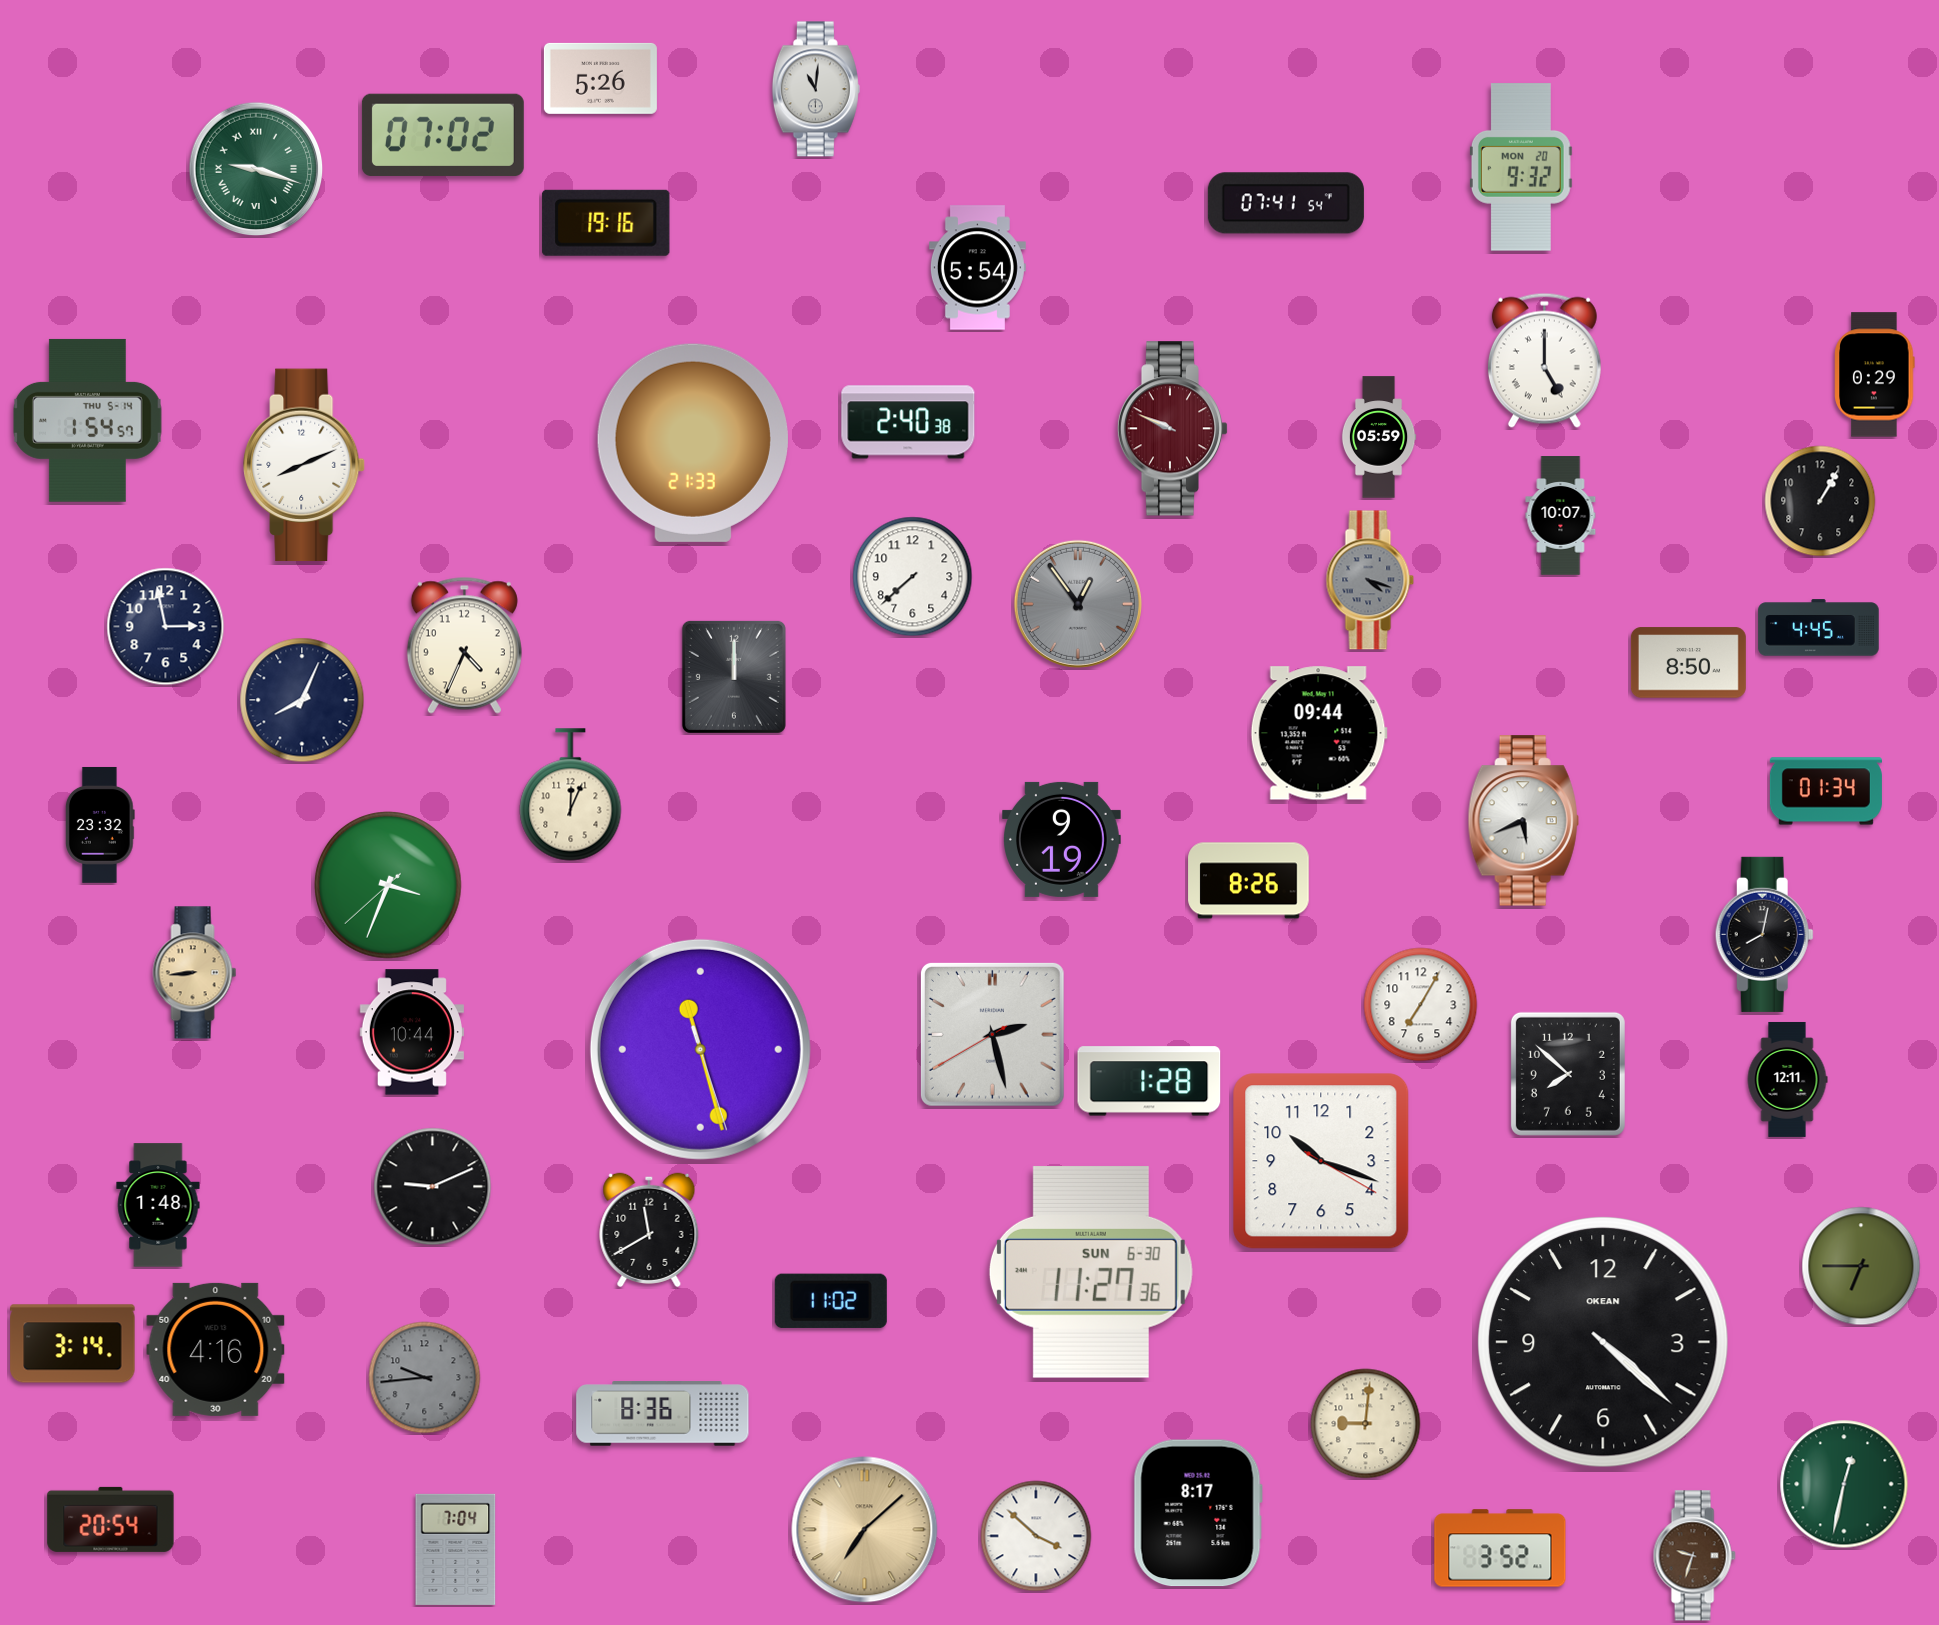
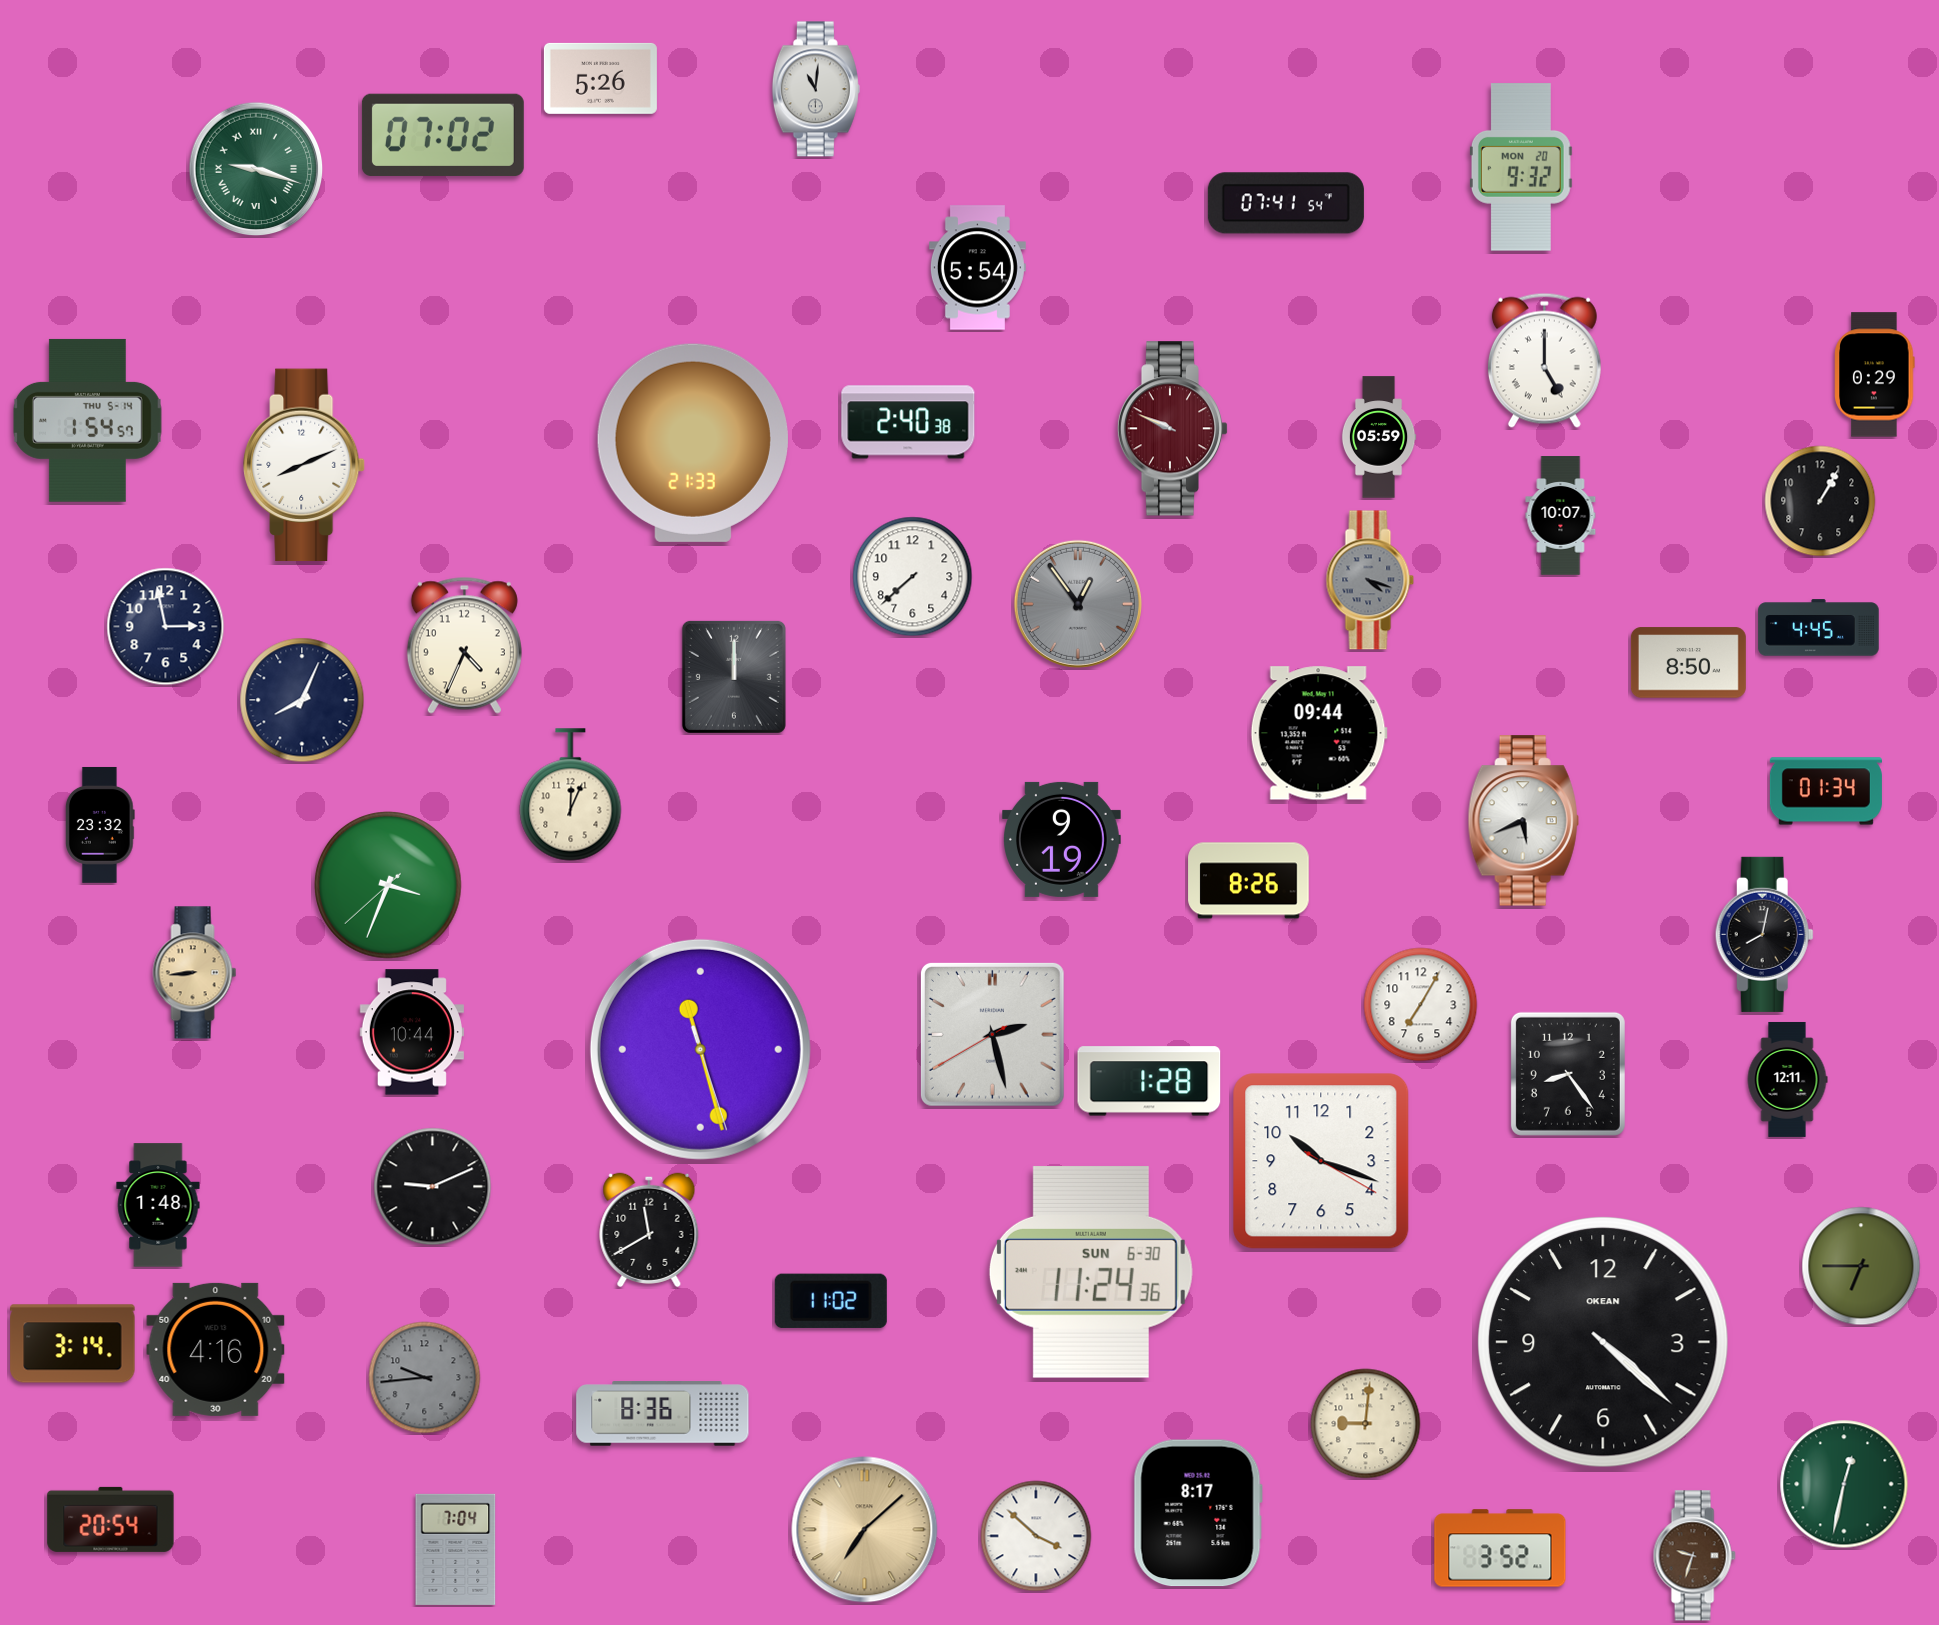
clock at (606, 223): 19:16 -> none
clock at (1568, 1074): 7:52 -> 8:24
clock at (1091, 1272): 11:27 -> 11:24
